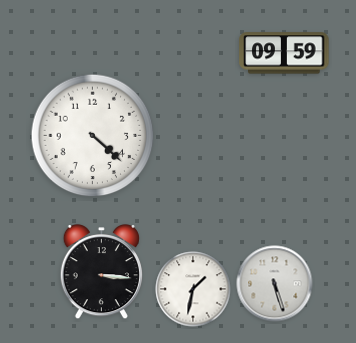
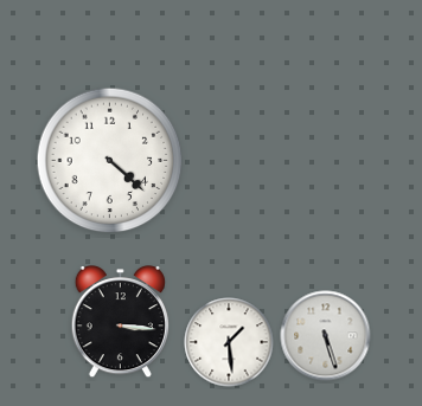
clock at (284, 53): 09:59 -> none
clock at (193, 289): 1:32 -> 1:29
